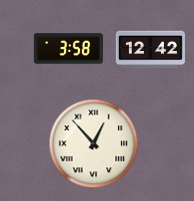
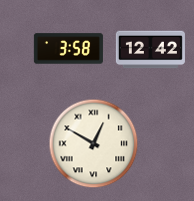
clock at (94, 144): 12:53 -> 12:50
